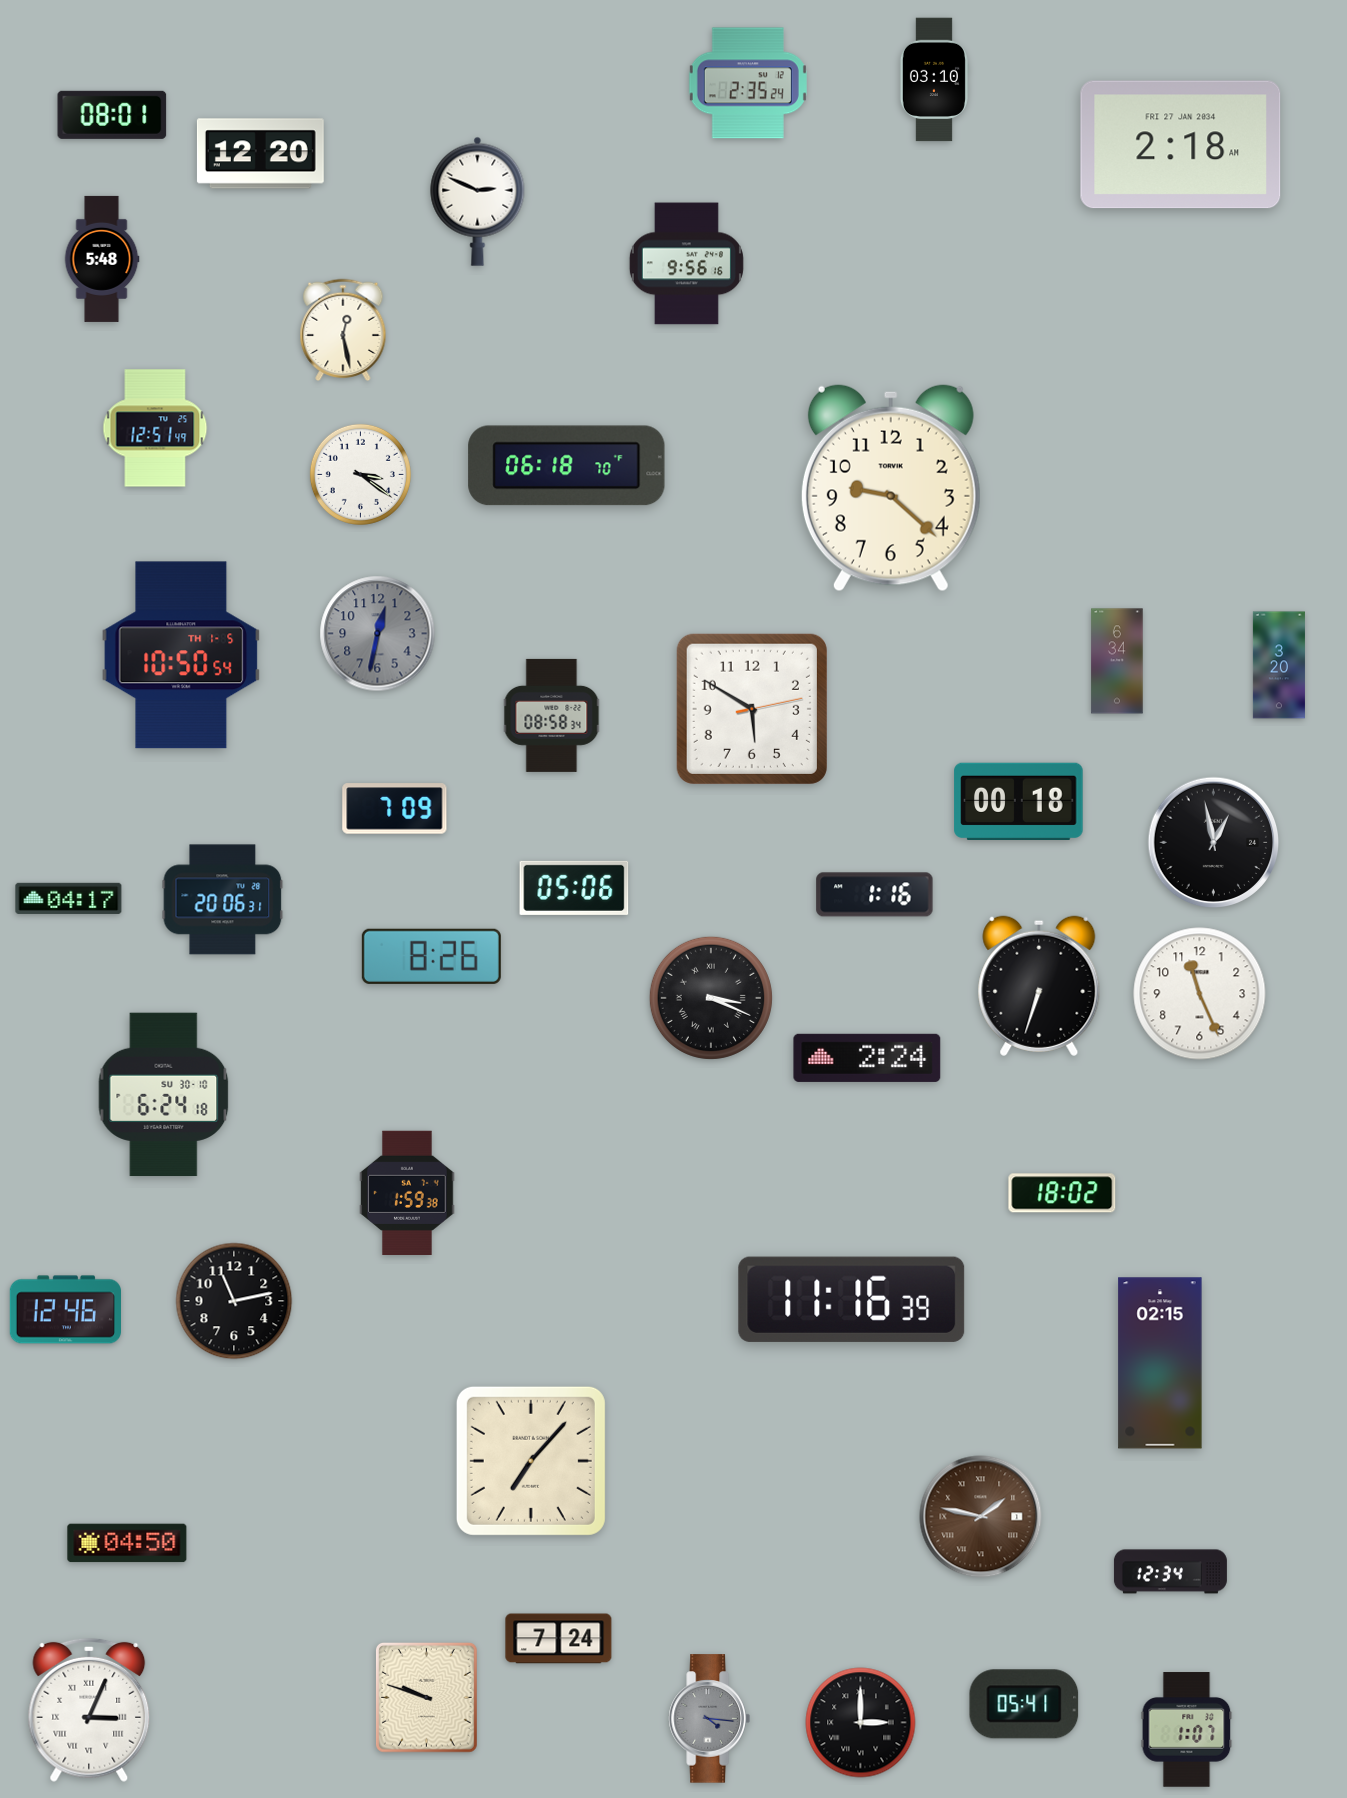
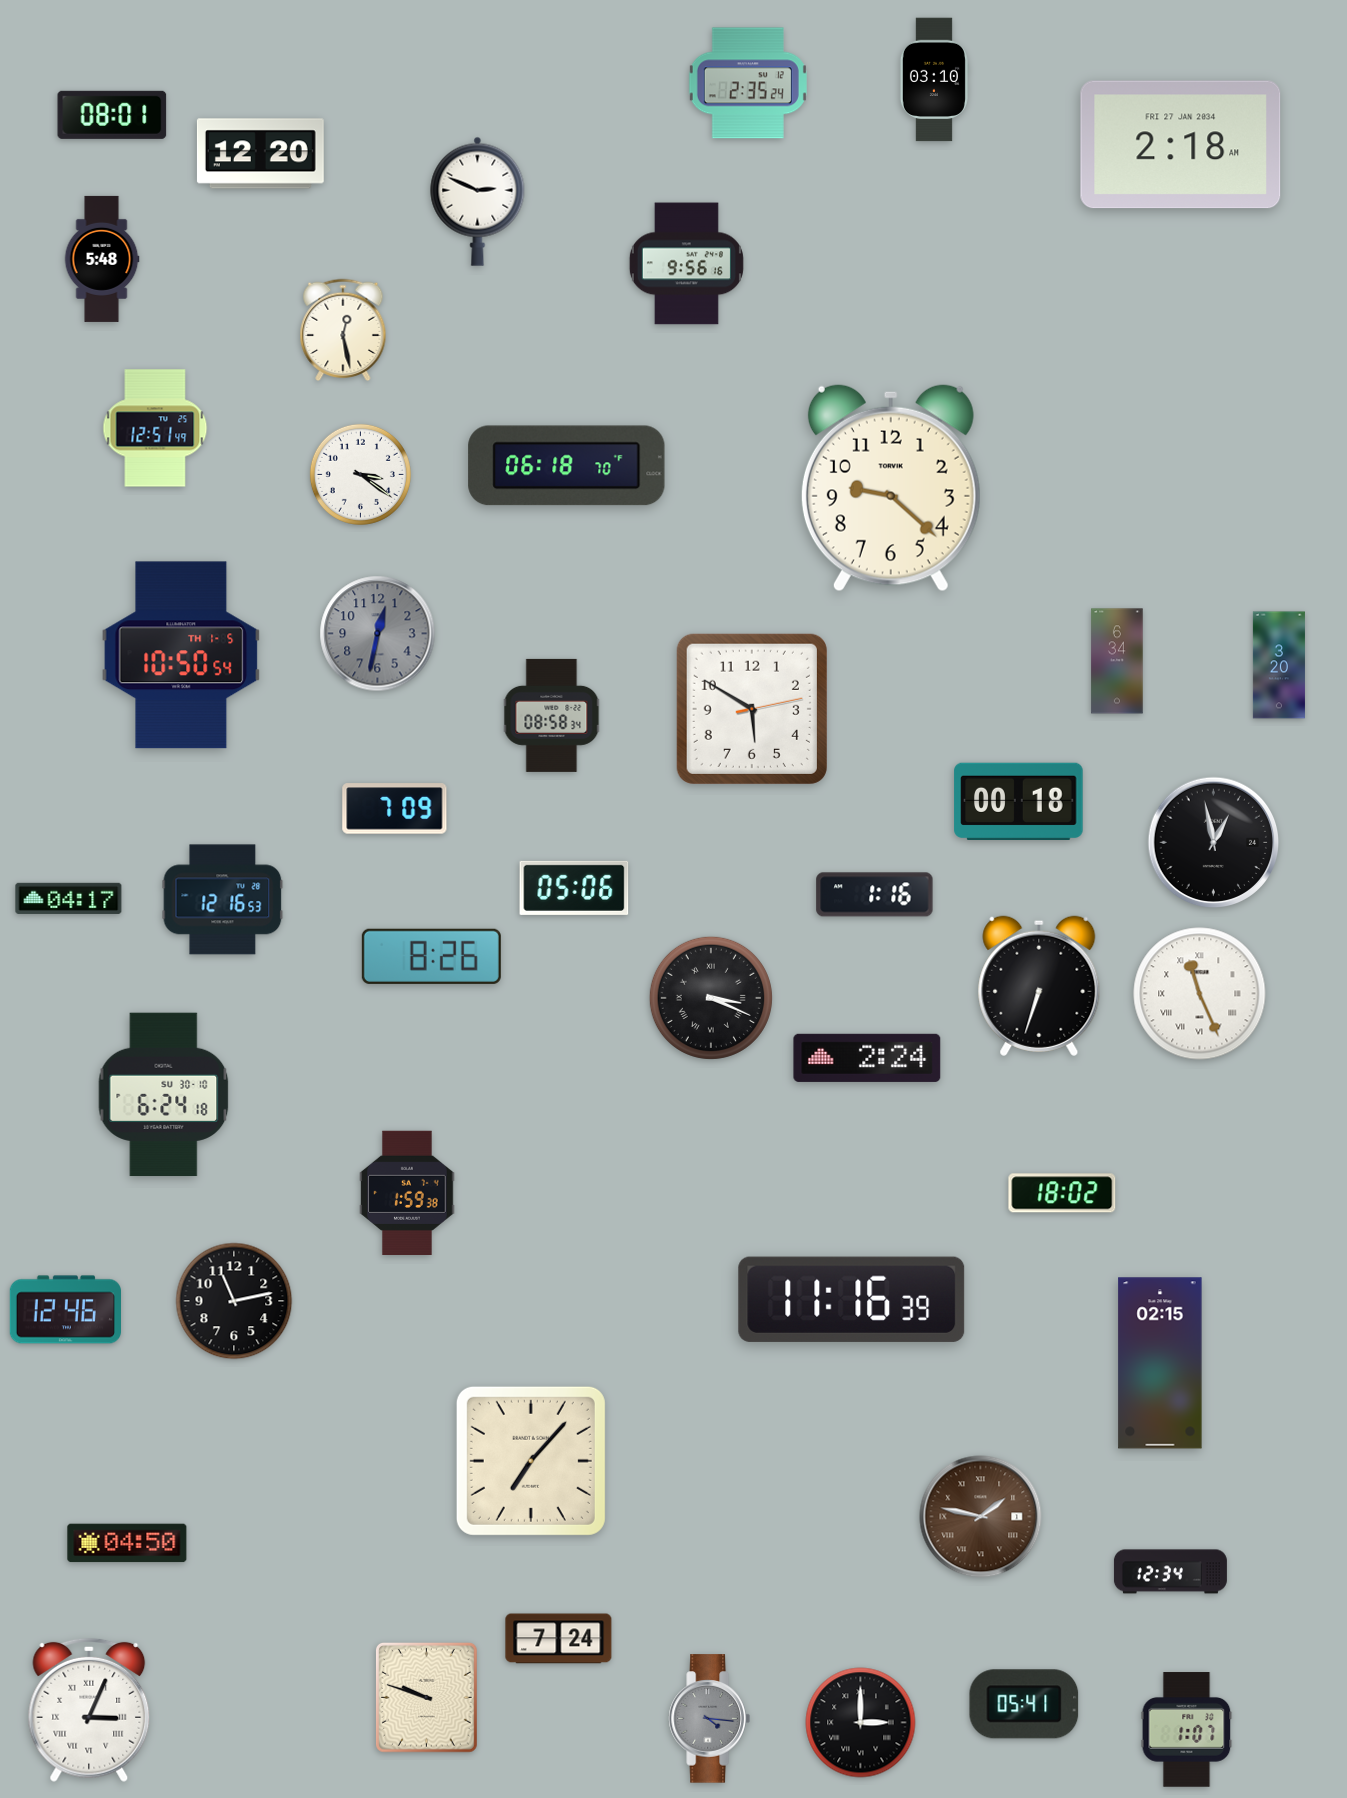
clock at (223, 900): 20:06 -> 12:16
clock at (1200, 994) numerals: Arabic -> Roman
